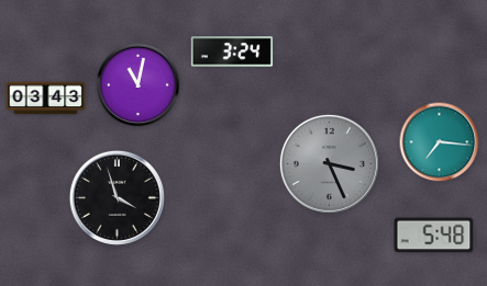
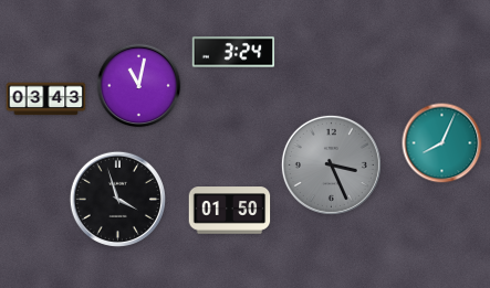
clock at (440, 142): 7:16 -> 8:04
clock at (230, 211): none -> 01:50
clock at (434, 236): 5:48 -> none
